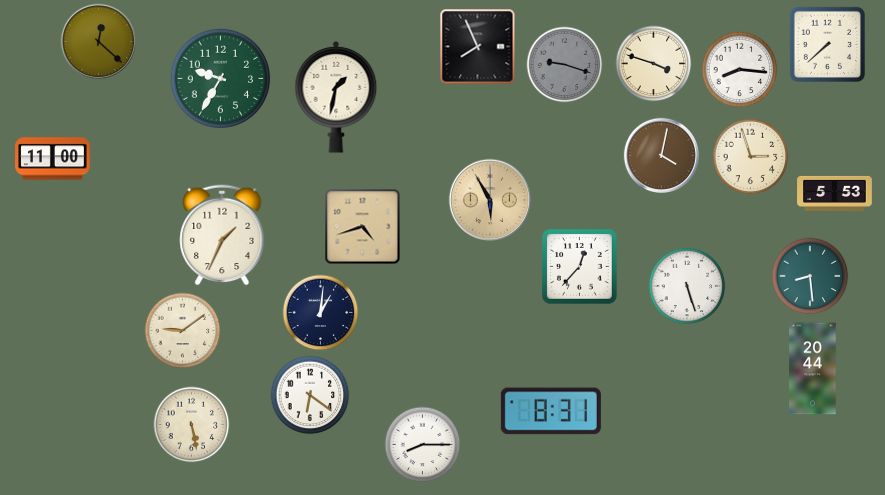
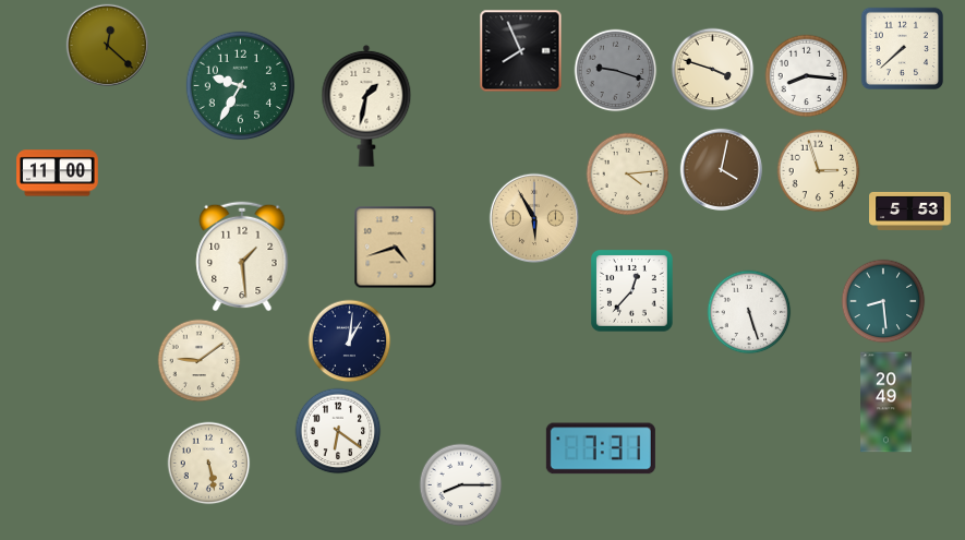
clock at (628, 175): none -> 4:14
clock at (222, 235): 1:34 -> 1:29
clock at (813, 369): 20:44 -> 20:49
clock at (551, 411): 8:31 -> 7:31
